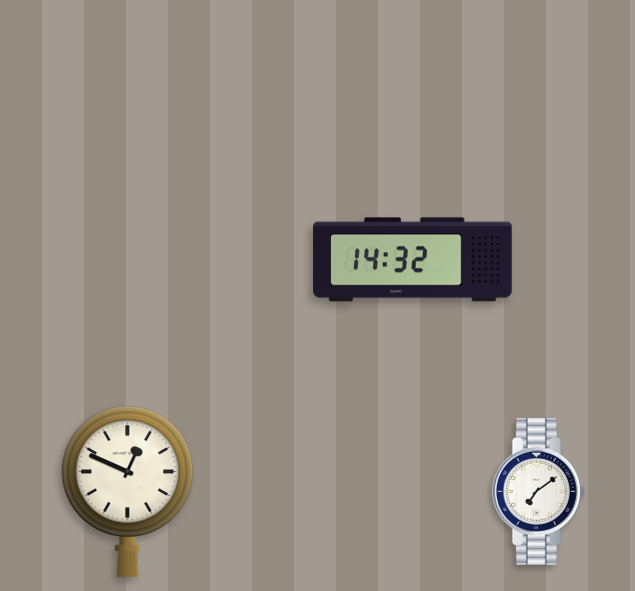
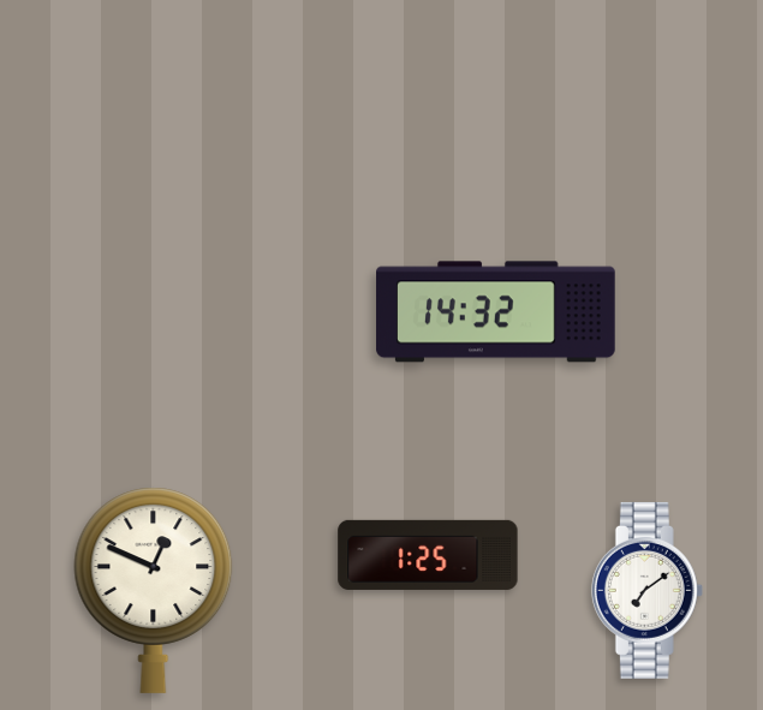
clock at (428, 555): none -> 1:25
